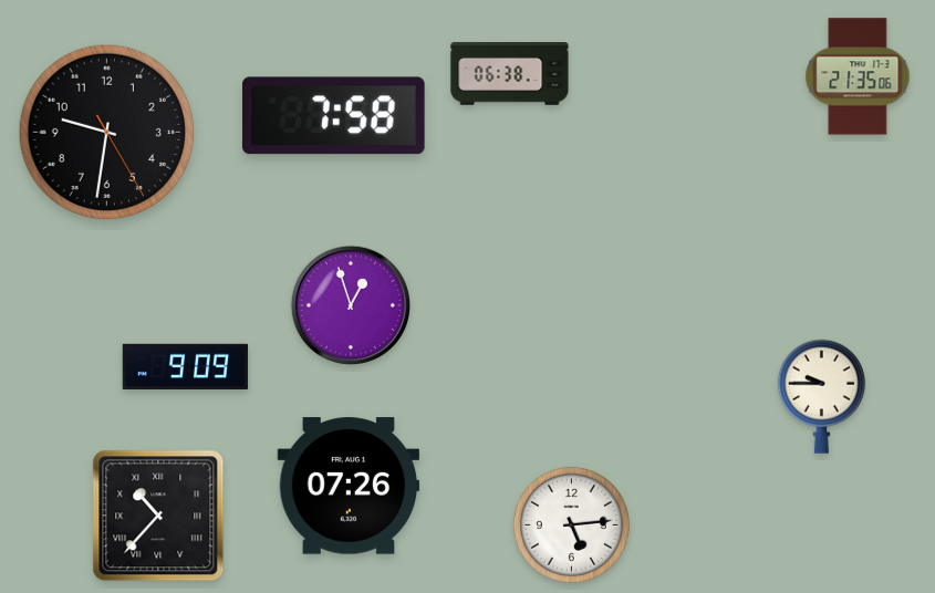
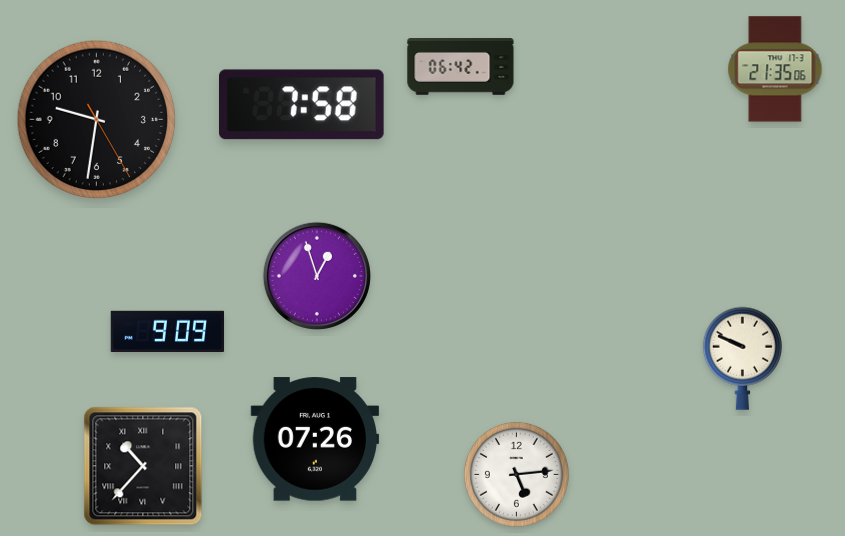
clock at (510, 74): 06:38 -> 06:42
clock at (821, 396): 9:45 -> 9:49
